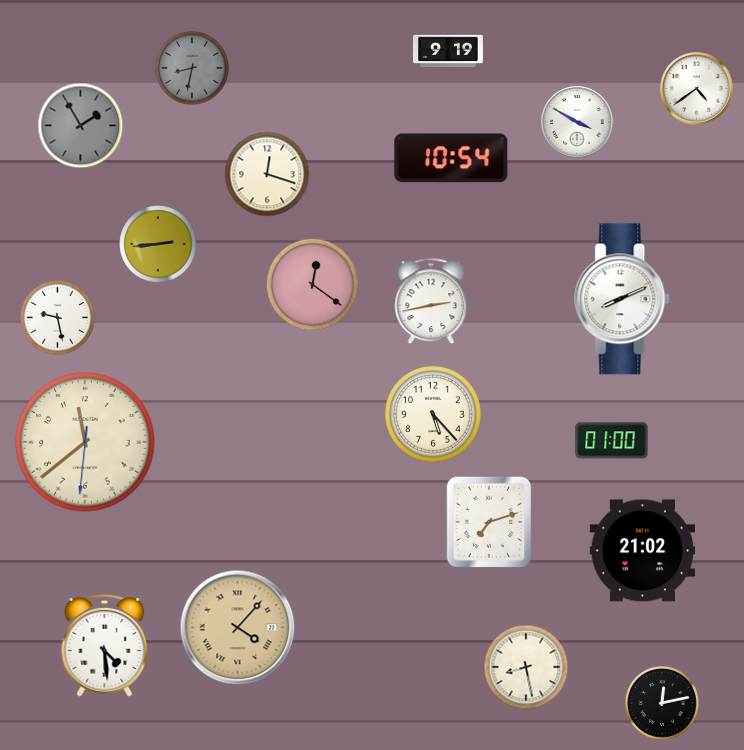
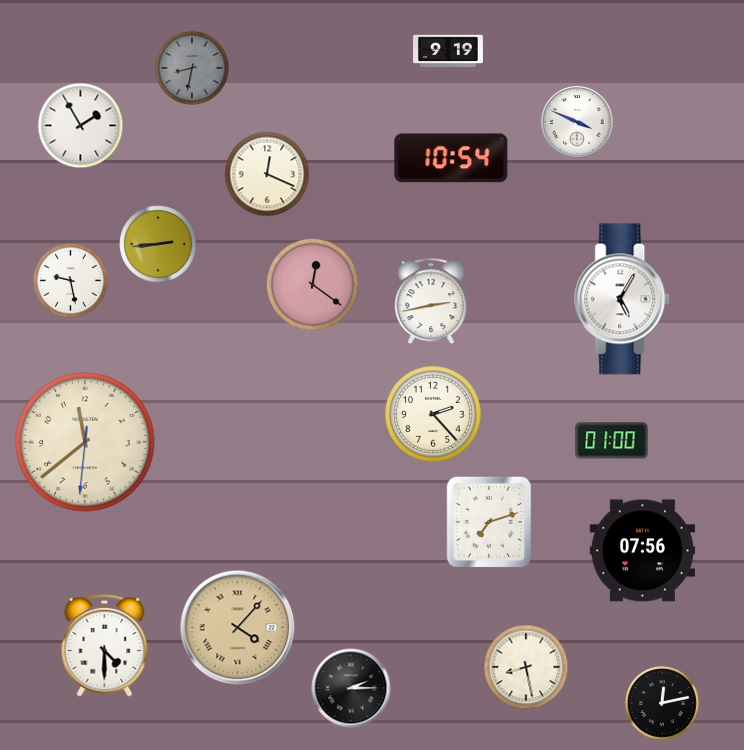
clock at (697, 89): 4:39 -> none
clock at (577, 122): 3:50 -> 3:49
clock at (81, 126) dial: grey -> white
clock at (267, 174): 12:18 -> 12:19
clock at (623, 299): 8:11 -> 5:05
clock at (58, 318) position: (58, 318) -> (71, 281)
clock at (433, 414): 5:23 -> 2:23
clock at (643, 551): 21:02 -> 07:56
clock at (105, 645): 4:29 -> 4:30
clock at (351, 688): none -> 2:15
